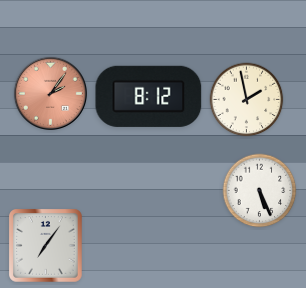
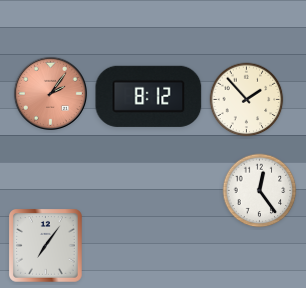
clock at (247, 100): 1:58 -> 1:53
clock at (260, 191): 5:26 -> 12:24
